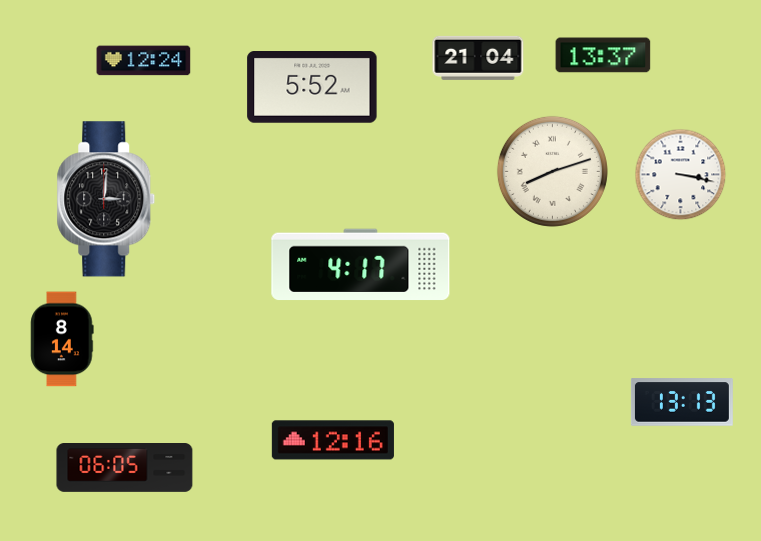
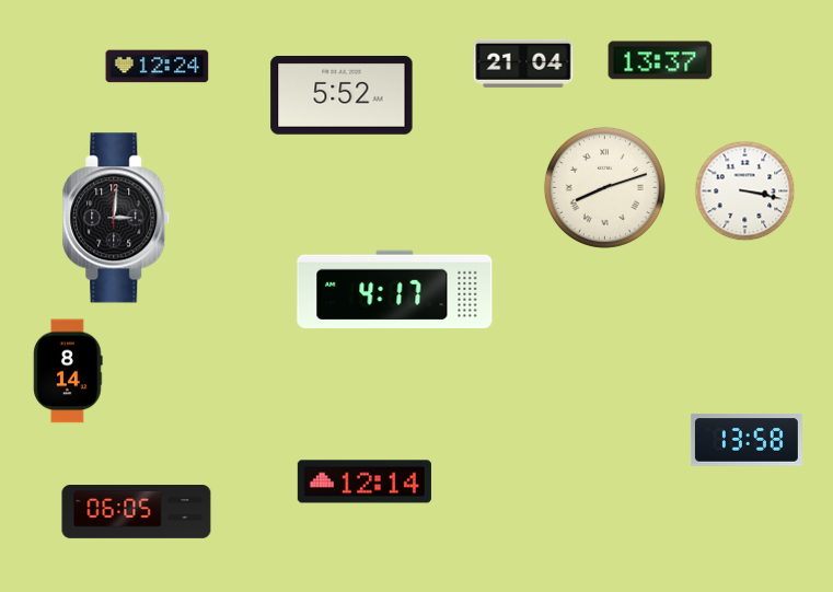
clock at (682, 402): 13:13 -> 13:58
clock at (333, 440): 12:16 -> 12:14
